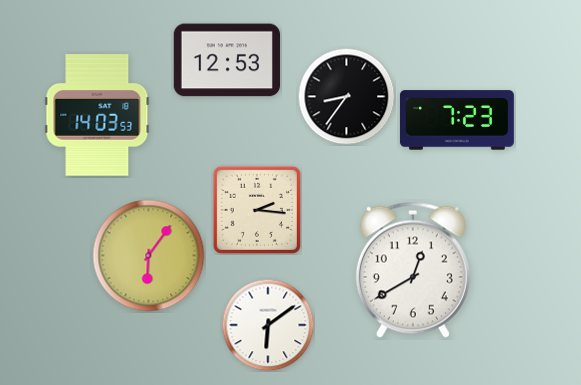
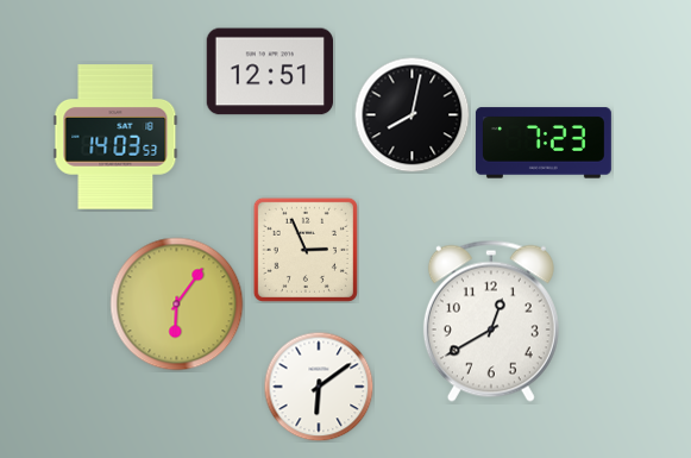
clock at (226, 60): 12:53 -> 12:51
clock at (346, 96): 8:36 -> 8:02
clock at (257, 210): 2:16 -> 2:56
